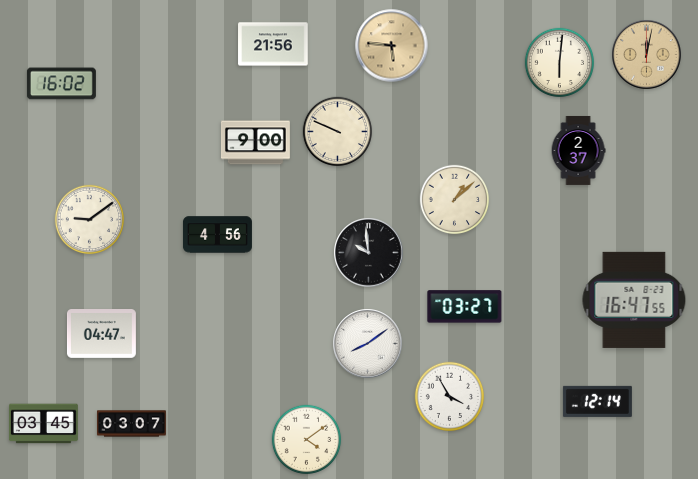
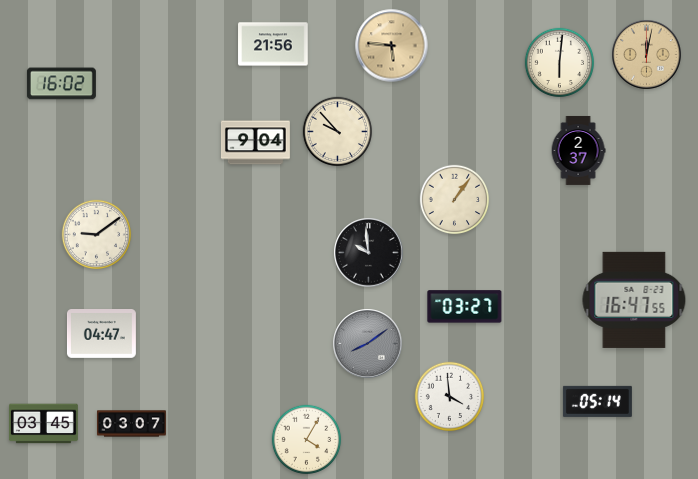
clock at (338, 132): 9:49 -> 9:53
clock at (255, 143): 9:00 -> 9:04
clock at (455, 200): 1:08 -> 1:06
clock at (90, 220) position: (90, 220) -> (97, 235)
clock at (217, 235): 4:56 -> none
clock at (368, 344) dial: white -> grey
clock at (450, 397): 3:55 -> 3:59
clock at (597, 401): 12:14 -> 05:14
clock at (307, 440): 4:09 -> 4:05
